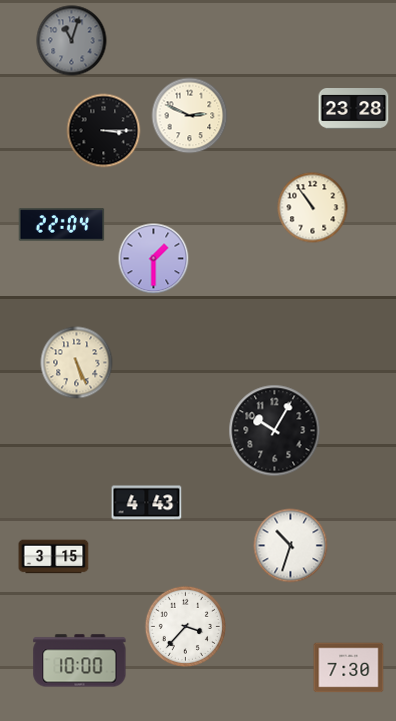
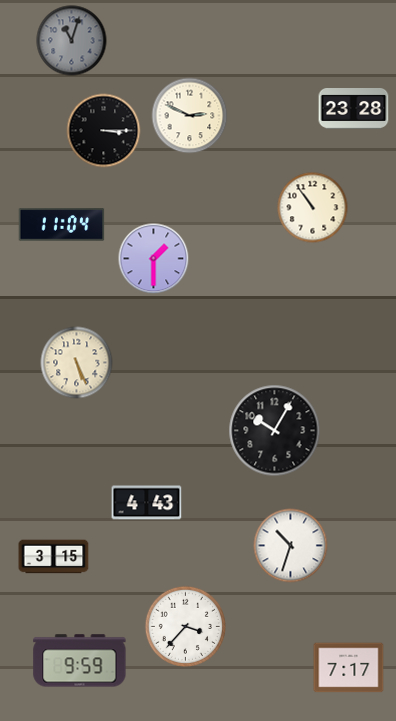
clock at (62, 225): 22:04 -> 11:04
clock at (80, 661): 10:00 -> 9:59
clock at (349, 668): 7:30 -> 7:17
